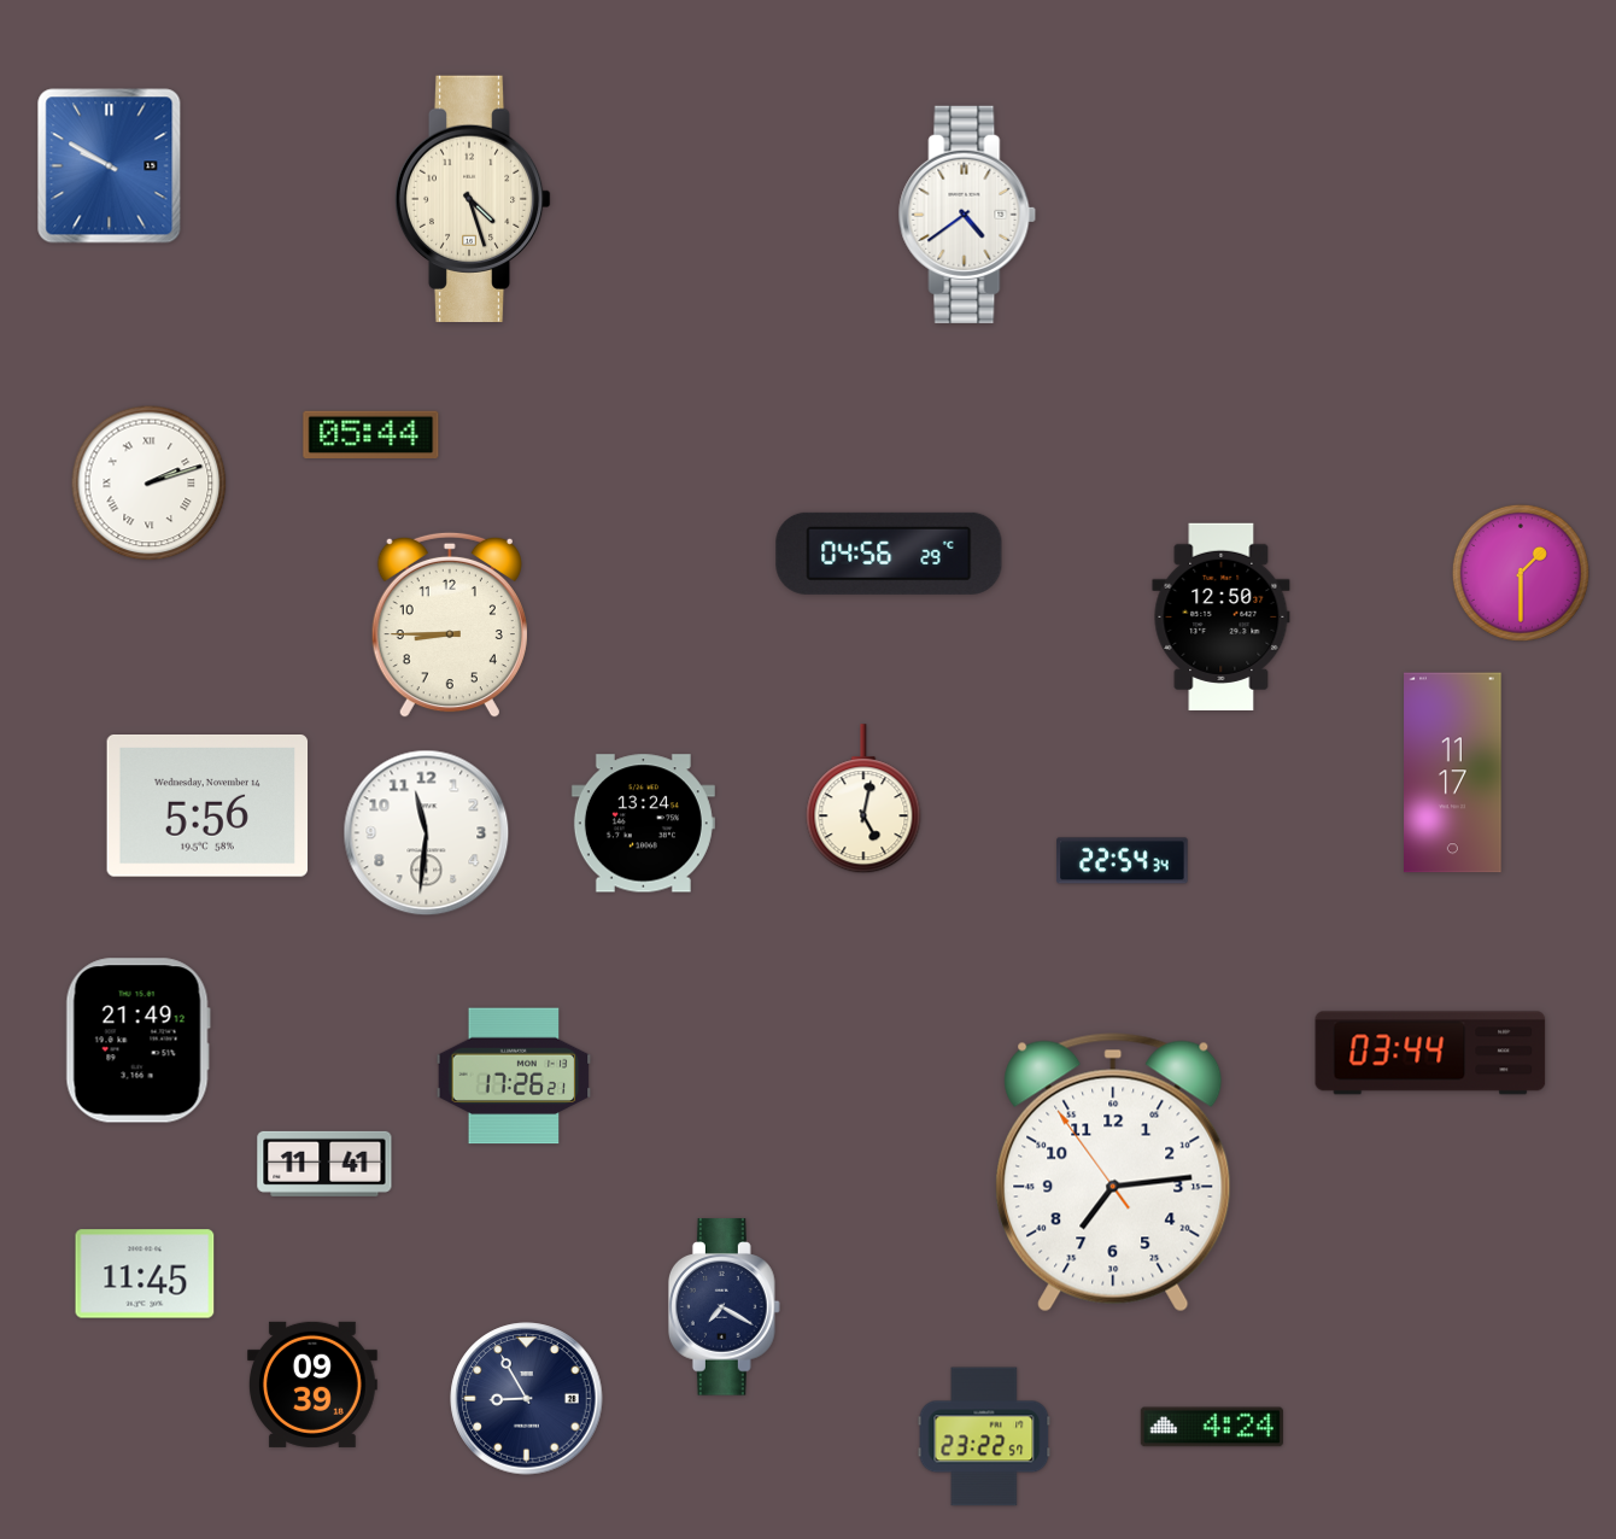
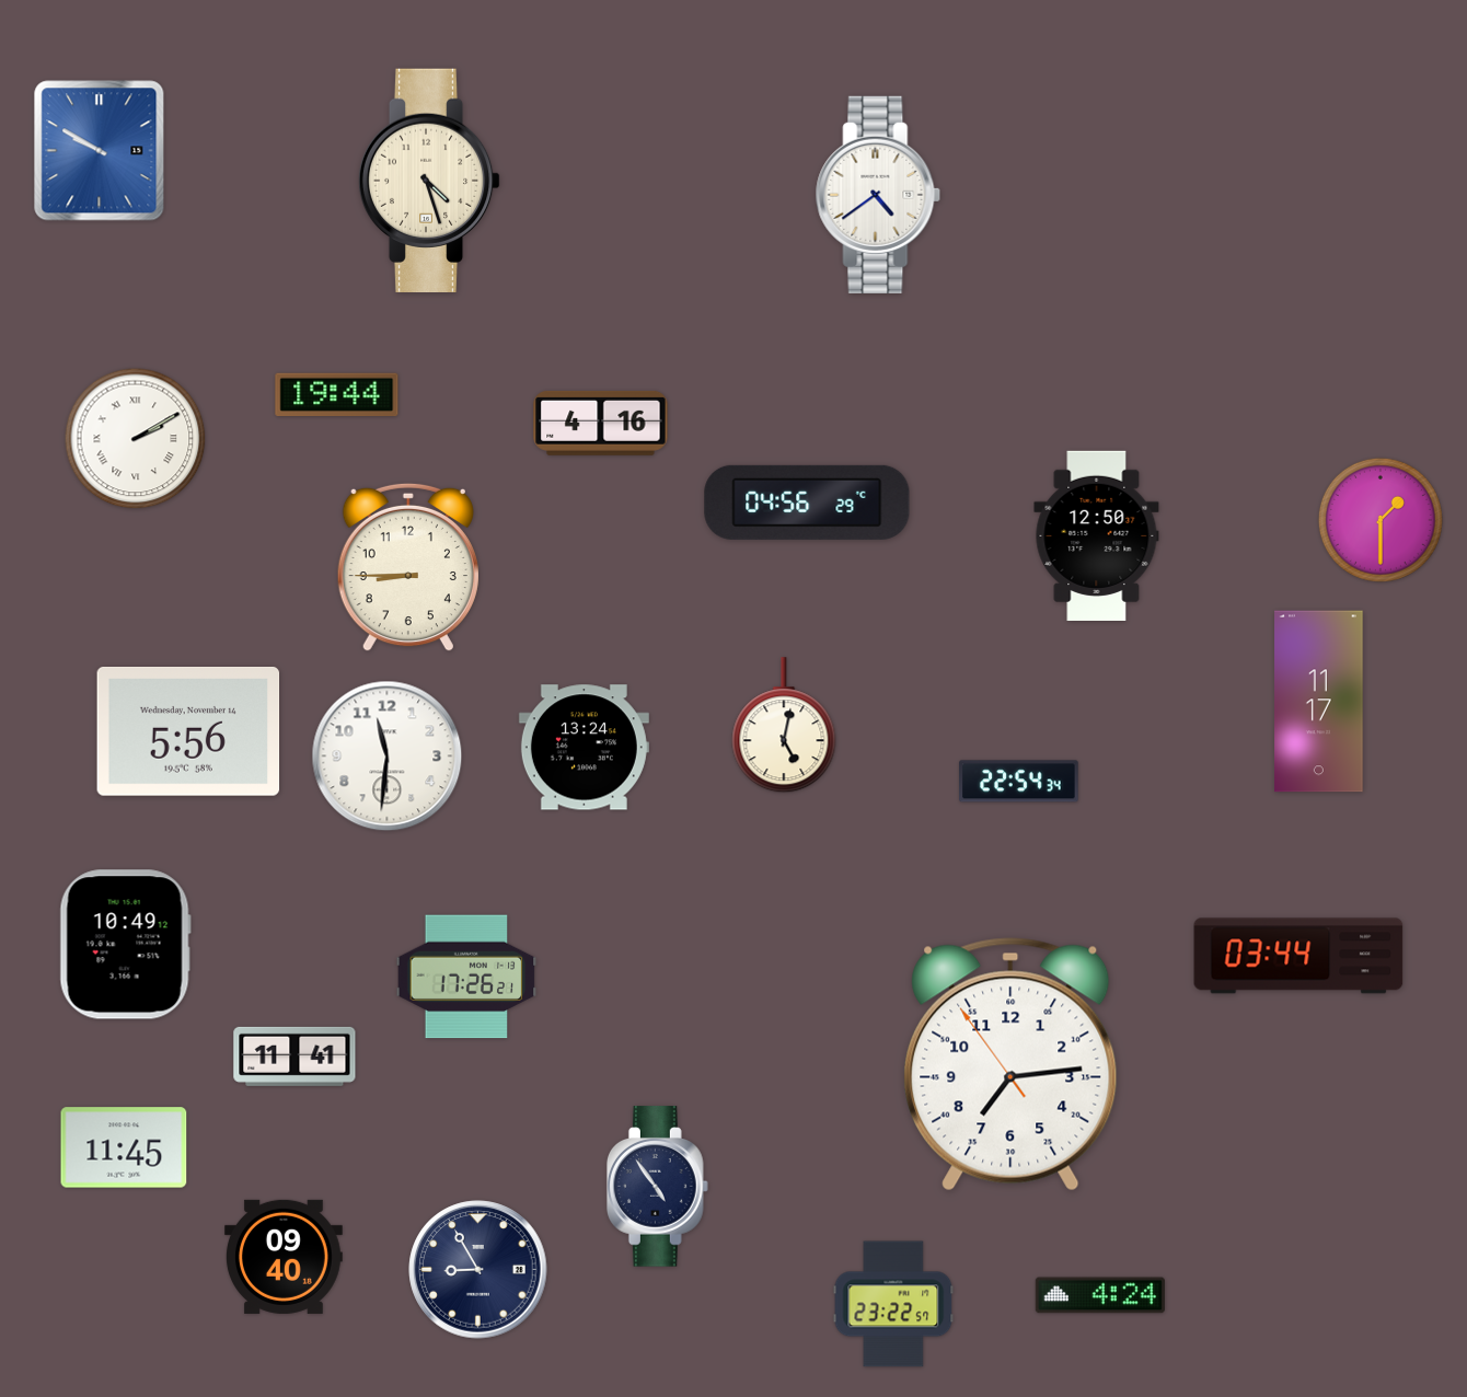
clock at (371, 435): 05:44 -> 19:44
clock at (601, 423): none -> 4:16
clock at (150, 484): 2:12 -> 2:10
clock at (1222, 616) position: (1222, 616) -> (1097, 535)
clock at (137, 1041): 21:49 -> 10:49
clock at (145, 1274) position: (145, 1274) -> (124, 1147)
clock at (724, 1307): 7:20 -> 4:54
clock at (314, 1385): 09:39 -> 09:40
